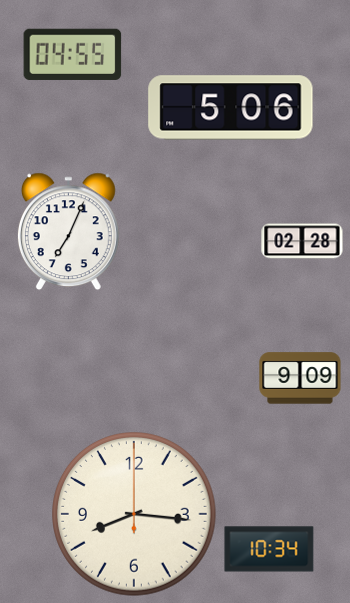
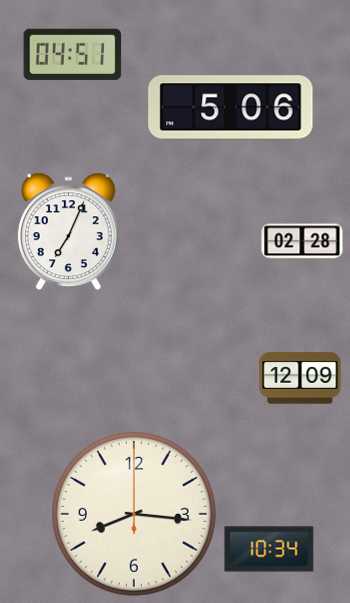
clock at (73, 54): 04:55 -> 04:51
clock at (300, 378): 9:09 -> 12:09
